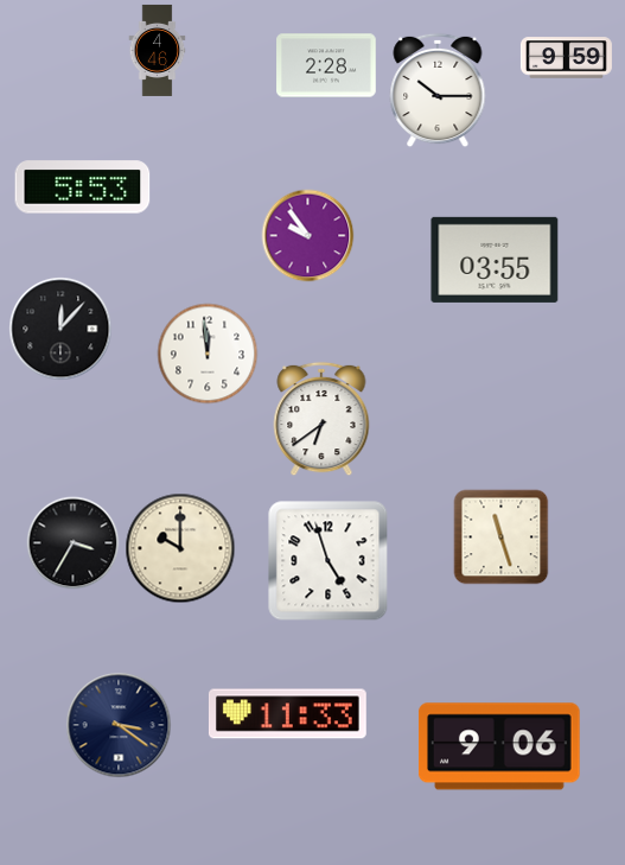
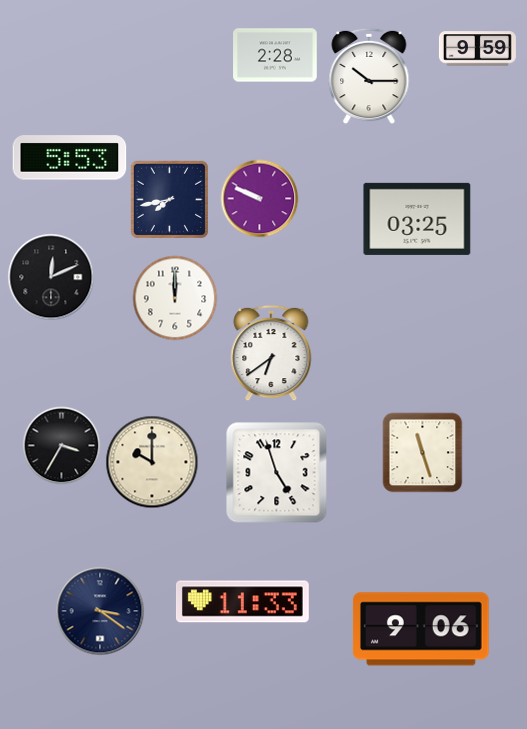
clock at (158, 50): 4:46 -> none
clock at (307, 235): 9:54 -> 9:49
clock at (169, 199): none -> 7:43
clock at (495, 260): 03:55 -> 03:25
clock at (60, 329): 12:07 -> 12:11
clock at (208, 354): 11:59 -> 12:00
clock at (72, 542) position: (72, 542) -> (61, 445)
